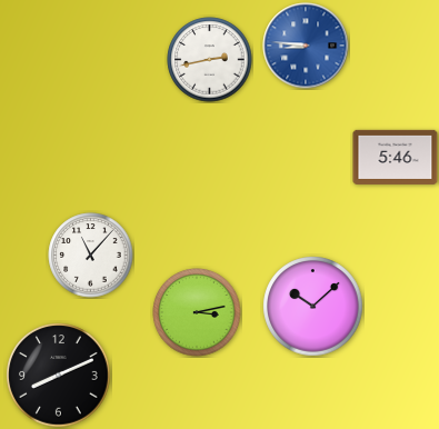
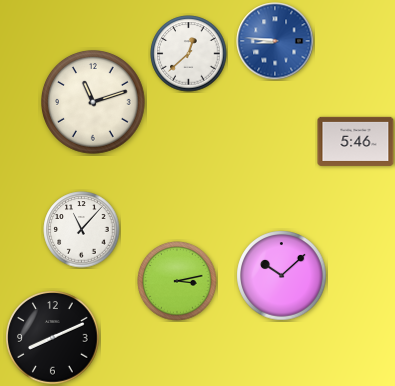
clock at (210, 60): 2:43 -> 12:38
clock at (94, 103): none -> 11:12
